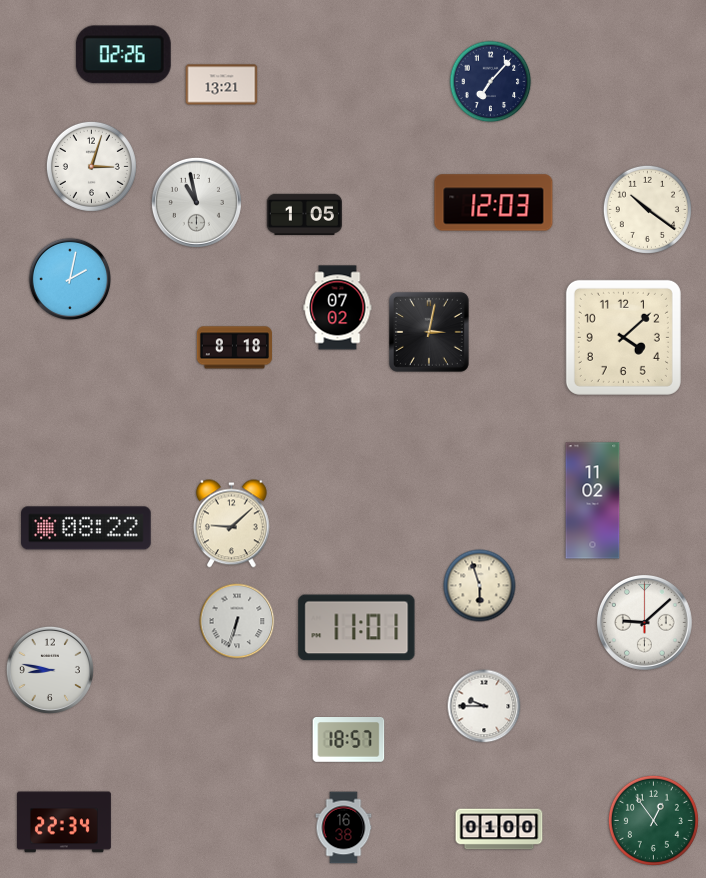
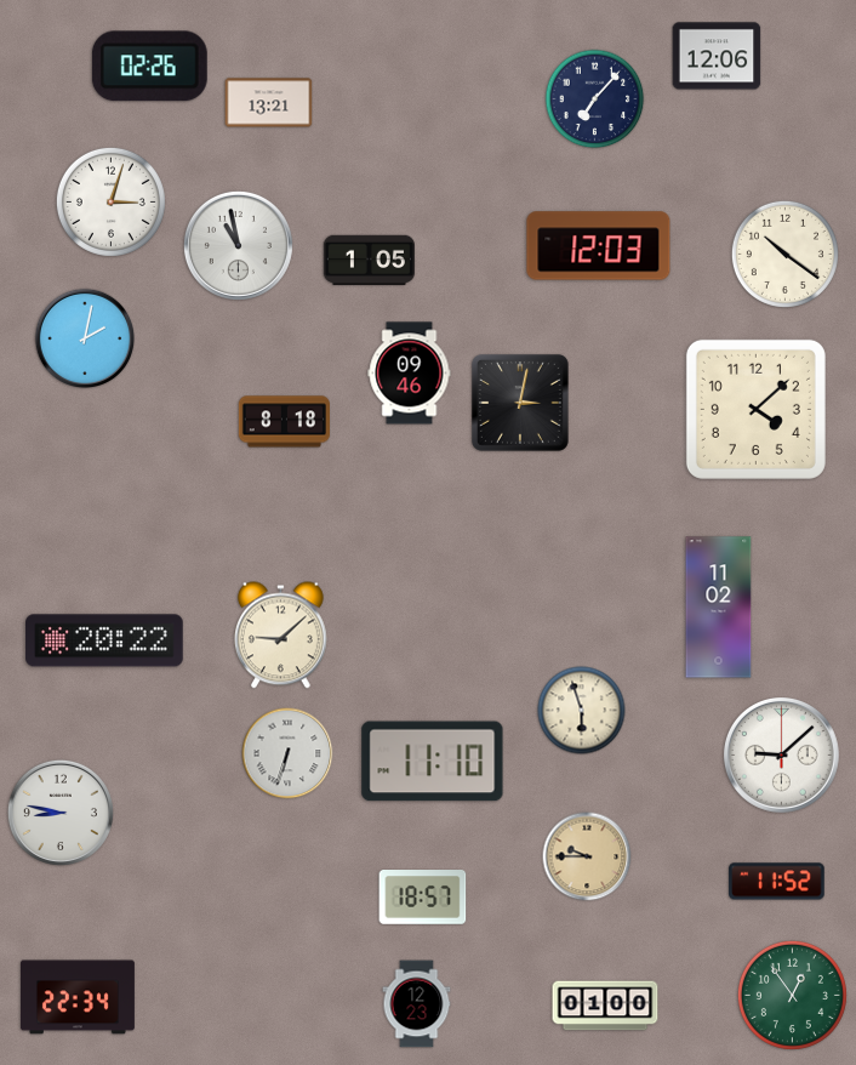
clock at (717, 56): none -> 12:06
clock at (338, 308): 07:02 -> 09:46
clock at (86, 528): 08:22 -> 20:22
clock at (357, 628): 11:01 -> 11:10
clock at (484, 706) dial: white -> champagne
clock at (777, 882): none -> 11:52
clock at (344, 828): 16:38 -> 12:23
